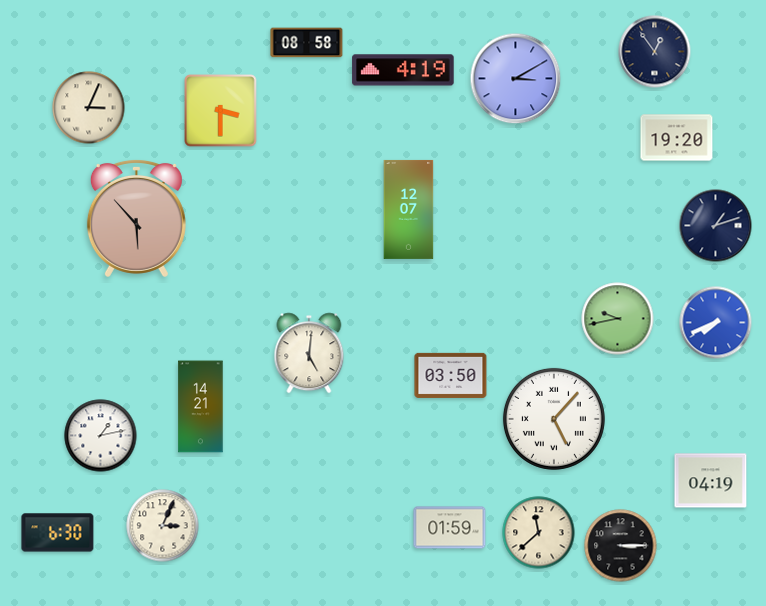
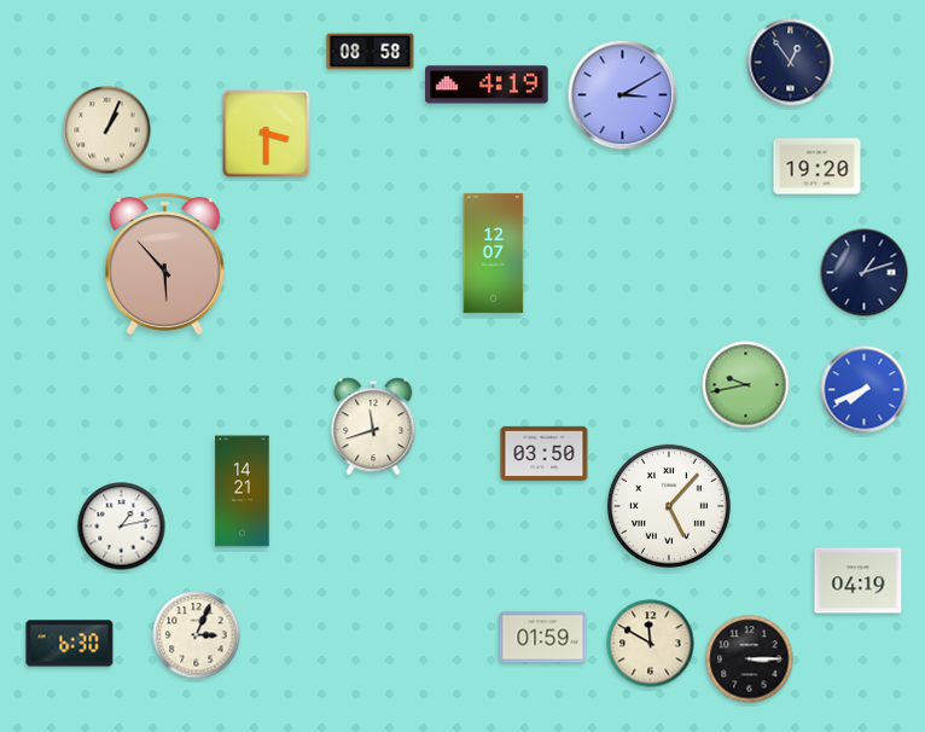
clock at (89, 108): 3:04 -> 1:04
clock at (309, 353): 5:01 -> 11:42
clock at (539, 533): 11:38 -> 11:50
